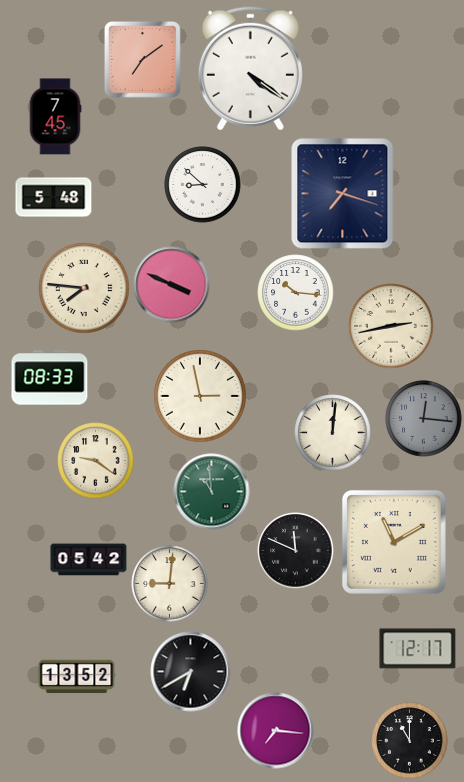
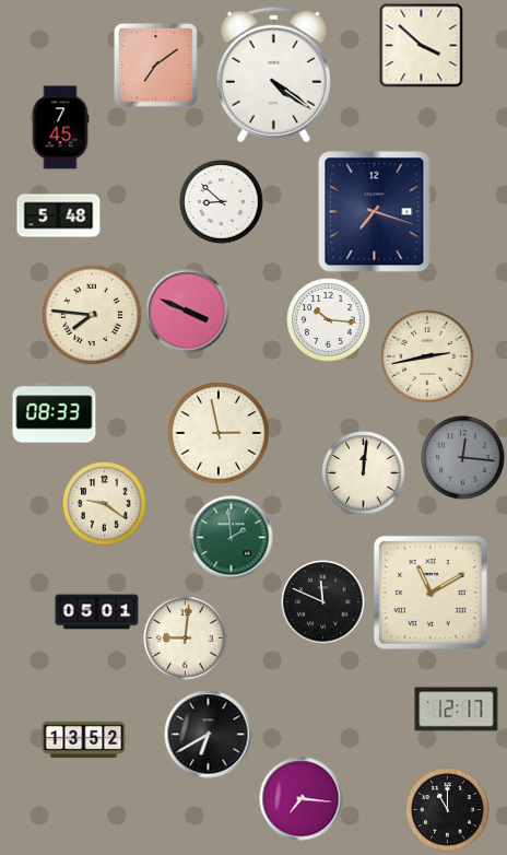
clock at (421, 45): none -> 3:52
clock at (296, 293) position: (296, 293) -> (329, 320)
clock at (212, 492): 10:59 -> 1:59
clock at (89, 560): 05:42 -> 05:01
